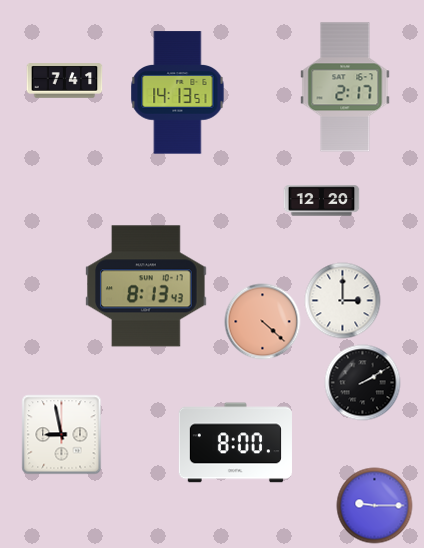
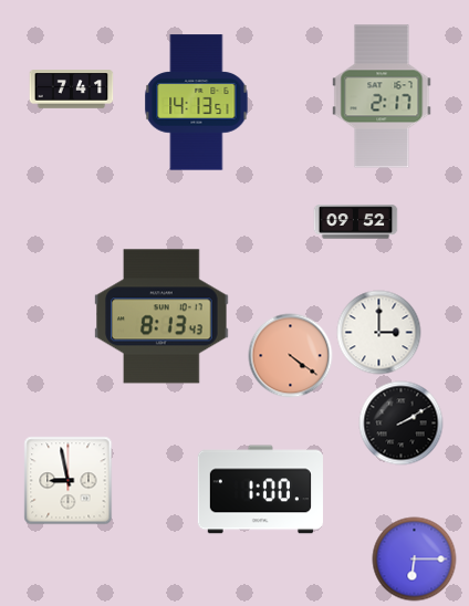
clock at (322, 201): 12:20 -> 09:52
clock at (263, 322): 4:22 -> 4:21
clock at (235, 443): 8:00 -> 1:00
clock at (375, 506): 9:15 -> 6:15
